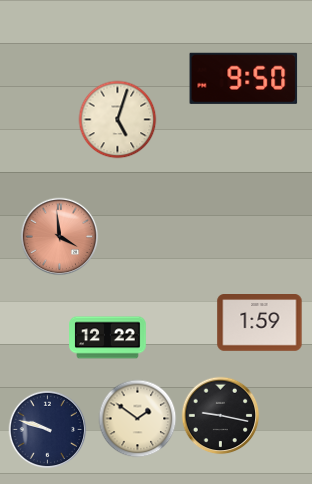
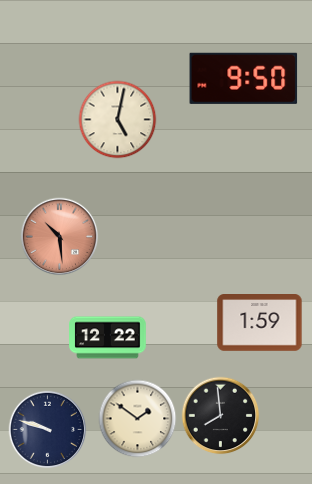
clock at (117, 119): 5:03 -> 5:02
clock at (59, 236): 3:59 -> 10:29
clock at (220, 415): 9:17 -> 7:59
